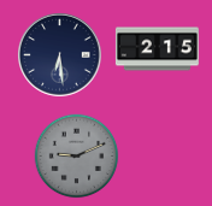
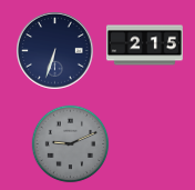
clock at (60, 55): 6:29 -> 6:33
